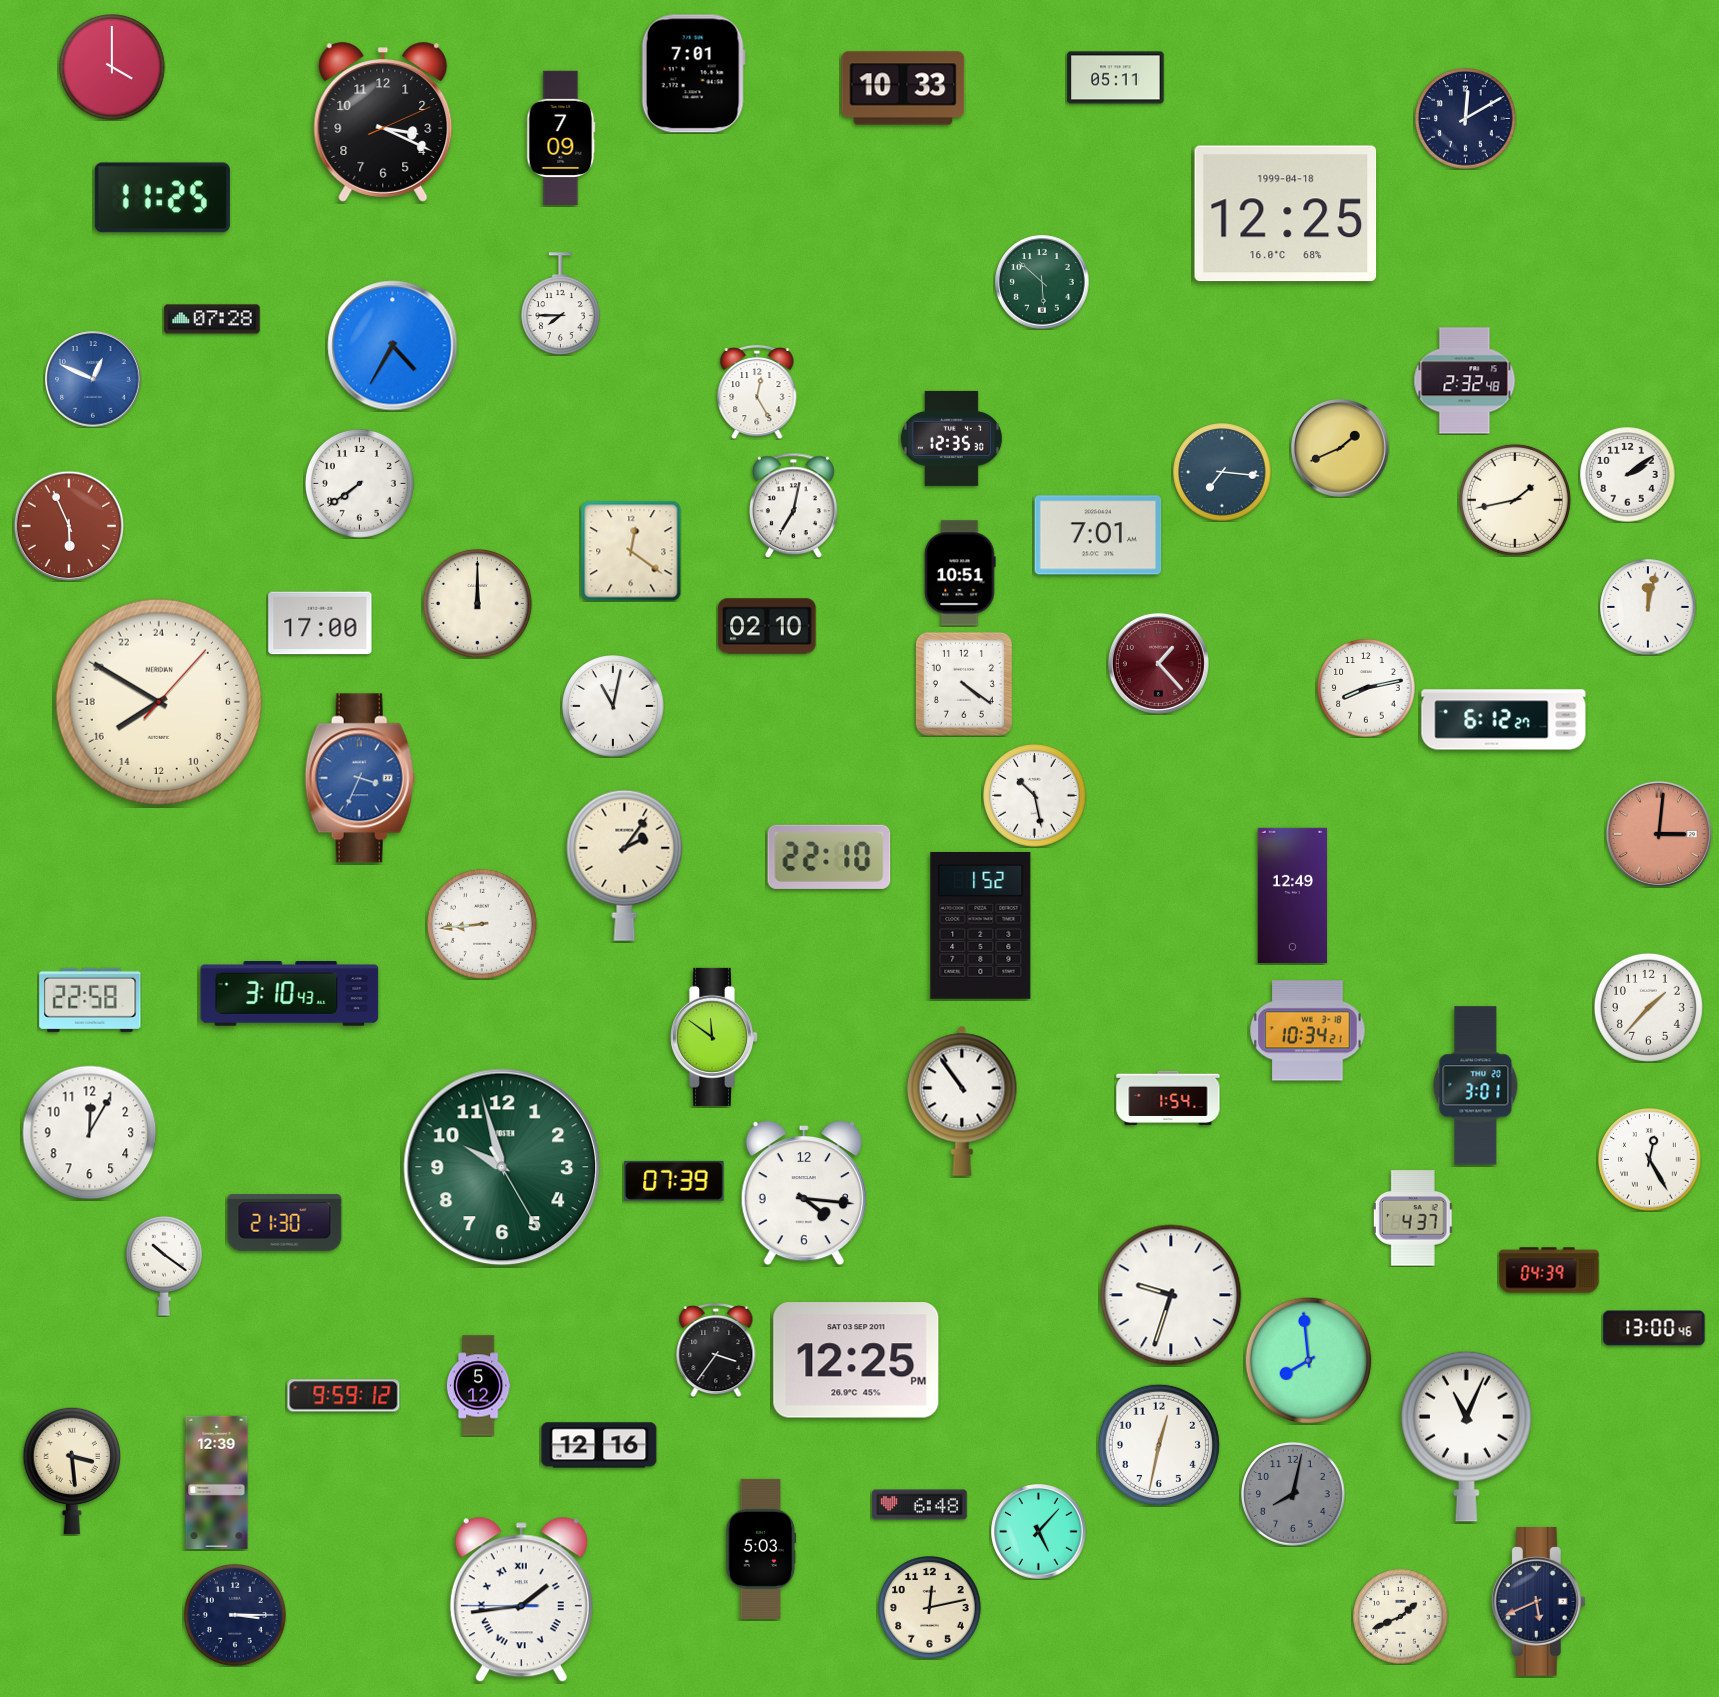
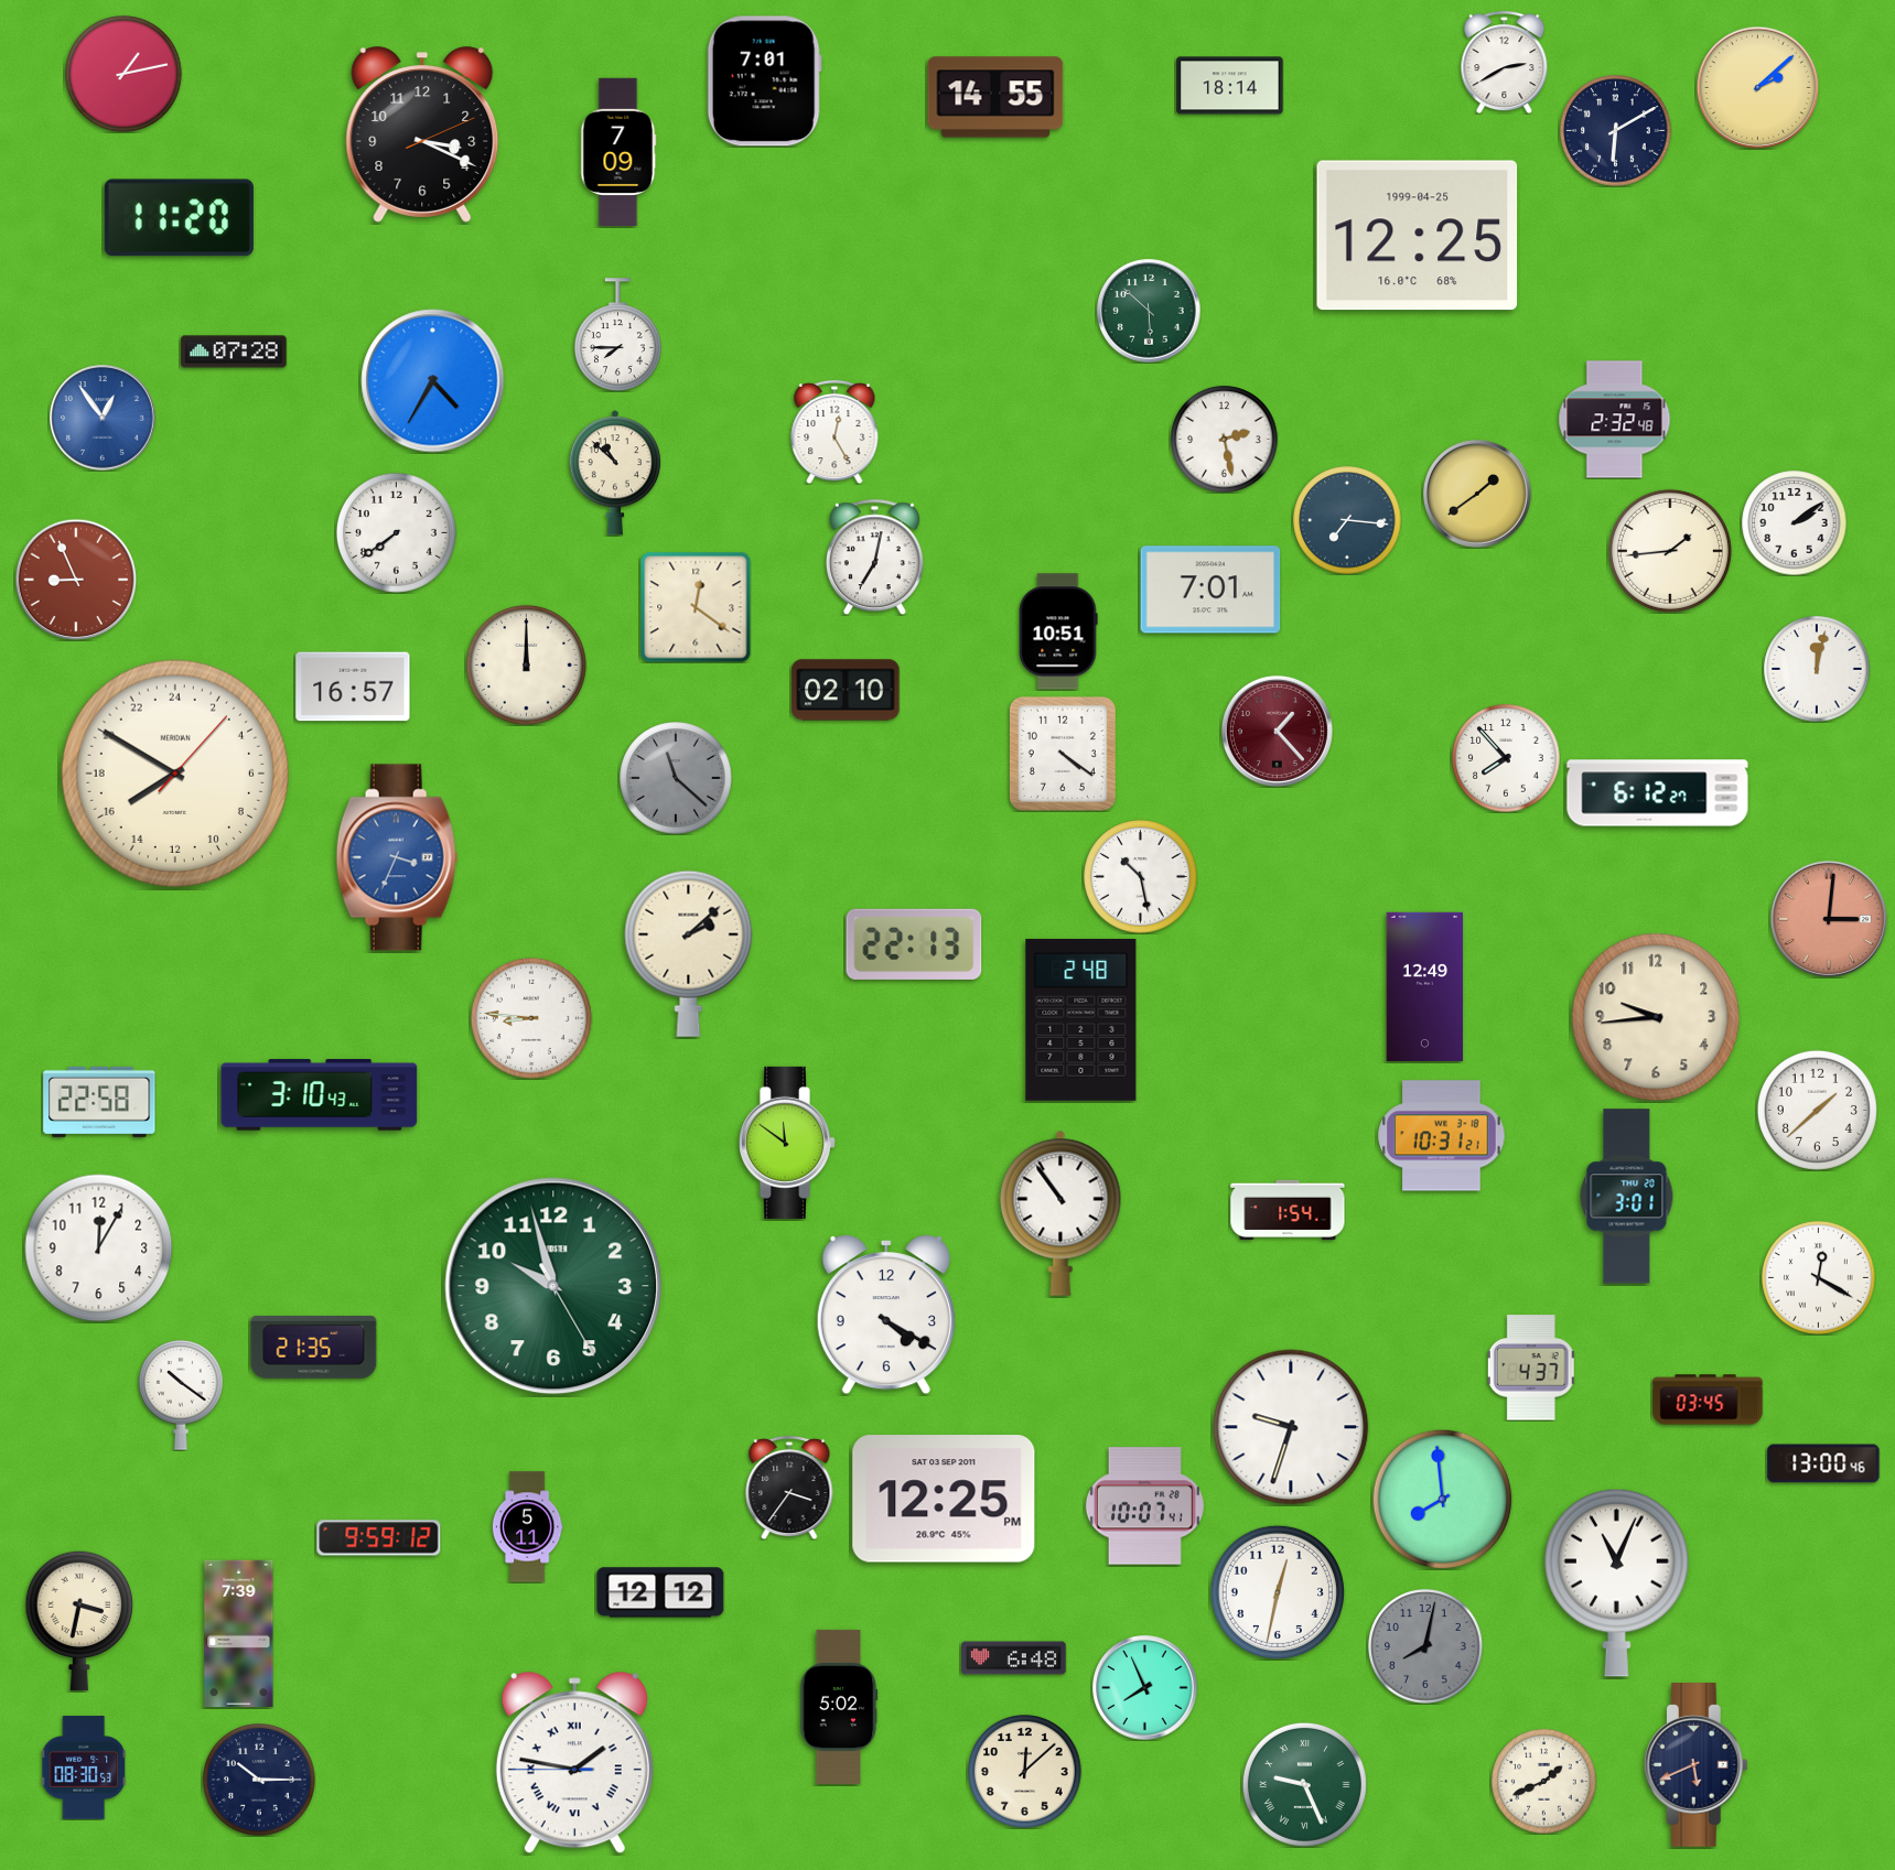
clock at (1505, 62): none -> 2:40
clock at (113, 68): 4:00 -> 1:13
clock at (1116, 78): 05:11 -> 18:14
clock at (1757, 87): none -> 2:08
clock at (903, 88): 10:33 -> 14:55
clock at (1466, 119): 12:10 -> 6:10
clock at (162, 198): 11:25 -> 11:20
clock at (1286, 214) date: 1999-04-18 -> 1999-04-25
clock at (93, 379): 12:49 -> 12:54
clock at (1225, 440): none -> 2:28
clock at (614, 473): none -> 10:52
clock at (951, 438): 12:35 -> none
clock at (1341, 449): 1:41 -> 1:39
clock at (1515, 500): 1:43 -> 1:44
clock at (69, 526): 5:56 -> 8:56
clock at (320, 623): 17:00 -> 16:57
clock at (1366, 688): 8:13 -> 7:53
clock at (613, 706): 11:02 -> 11:22
clock at (613, 706) dial: white -> grey
clock at (829, 857): 22:10 -> 22:13
clock at (625, 865): 2:06 -> 2:08
clock at (1656, 1017): none -> 9:44
clock at (482, 924): 8:44 -> 8:46
clock at (981, 925): 1:52 -> 2:48
clock at (1648, 1007): 1:37 -> 1:38
clock at (1308, 1031): 10:34 -> 10:31
clock at (1650, 1160): 12:25 -> 12:20
clock at (674, 1181): 07:39 -> none
clock at (804, 1193): 4:16 -> 4:20
clock at (1413, 1218) position: (1413, 1218) -> (1531, 1368)
clock at (285, 1222): 21:30 -> 21:35
clock at (1549, 1270): 04:39 -> 03:45
clock at (1144, 1506): none -> 10:07
clock at (478, 1386): 5:12 -> 5:11
clock at (599, 1445): 12:16 -> 12:12
clock at (71, 1471): 3:29 -> 3:32
clock at (217, 1483): 12:39 -> 7:39
clock at (1039, 1532): 5:07 -> 7:56
clock at (761, 1549): 5:03 -> 5:02
clock at (521, 1600): 1:43 -> 1:46
clock at (84, 1768): none -> 08:30
clock at (930, 1608): 12:13 -> 12:08
clock at (235, 1615): 3:15 -> 10:15
clock at (1304, 1784): none -> 9:26
